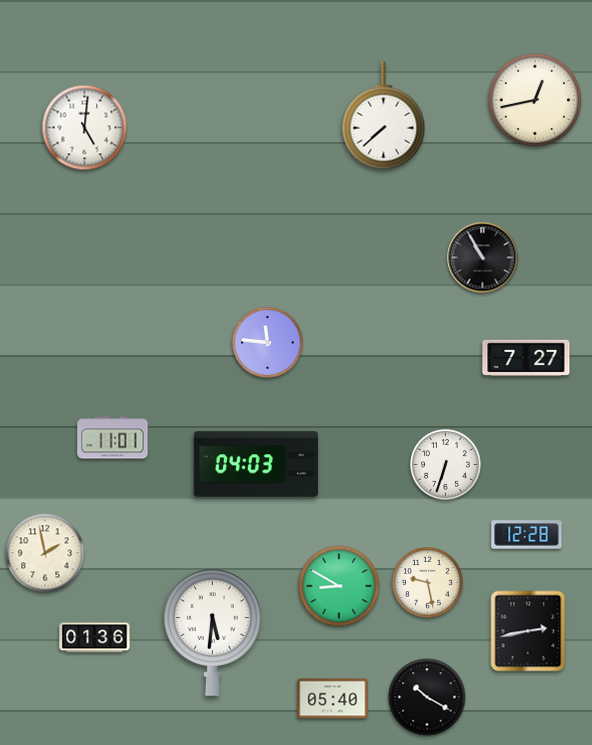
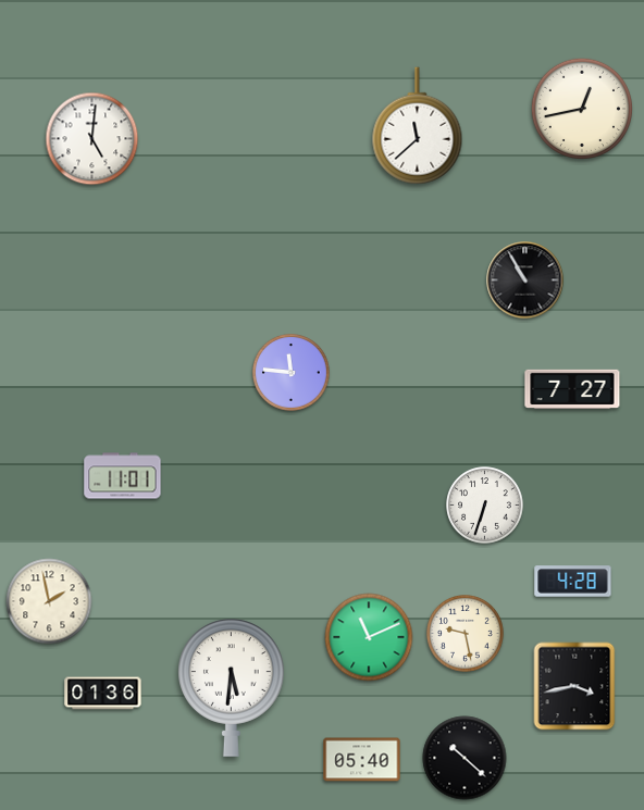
clock at (384, 116): 7:38 -> 11:38
clock at (256, 464): 04:03 -> none
clock at (527, 535): 12:28 -> 4:28
clock at (339, 586): 8:50 -> 11:11
clock at (528, 631): 2:43 -> 3:43
clock at (427, 697): 10:20 -> 10:22
